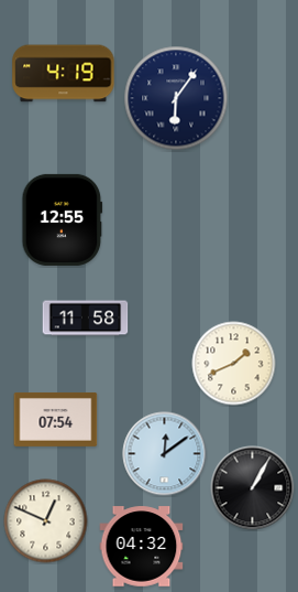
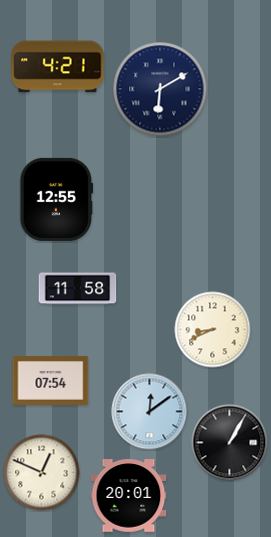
clock at (64, 74): 4:19 -> 4:21
clock at (176, 98): 6:06 -> 6:10
clock at (234, 364): 1:41 -> 8:41
clock at (142, 547): 04:32 -> 20:01
